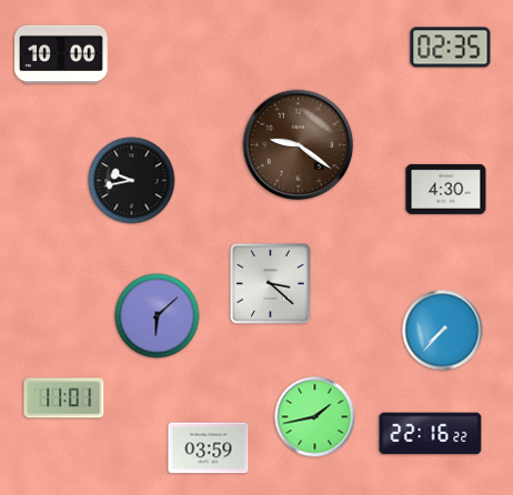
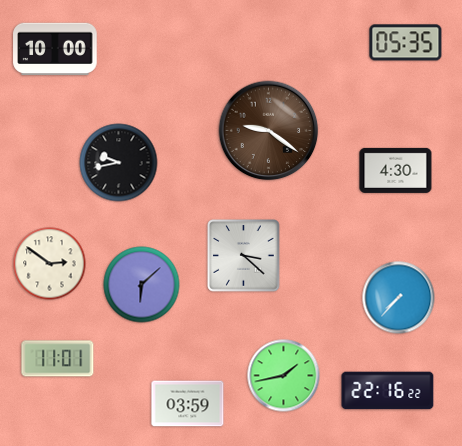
clock at (451, 48): 02:35 -> 05:35
clock at (446, 189) position: (446, 189) -> (396, 170)
clock at (50, 264): none -> 2:51
